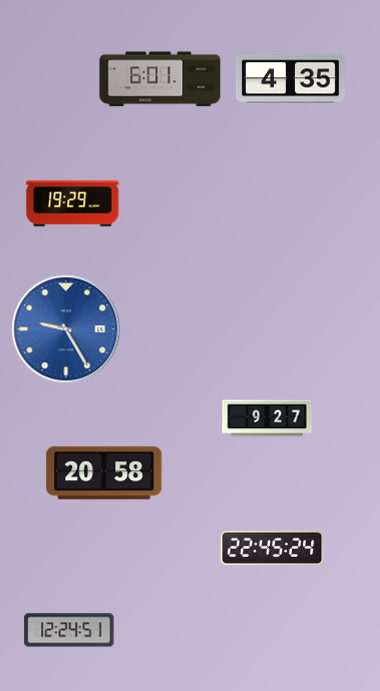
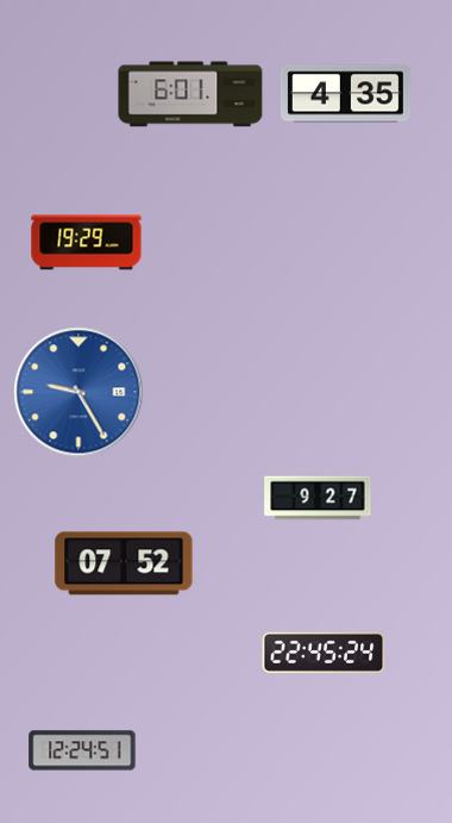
clock at (104, 473): 20:58 -> 07:52
